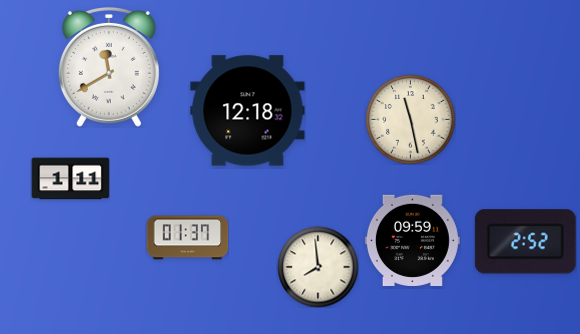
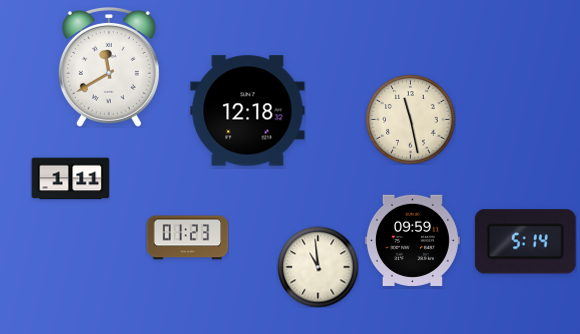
clock at (187, 238): 01:37 -> 01:23
clock at (525, 242): 2:52 -> 5:14
clock at (318, 267): 7:59 -> 10:59
